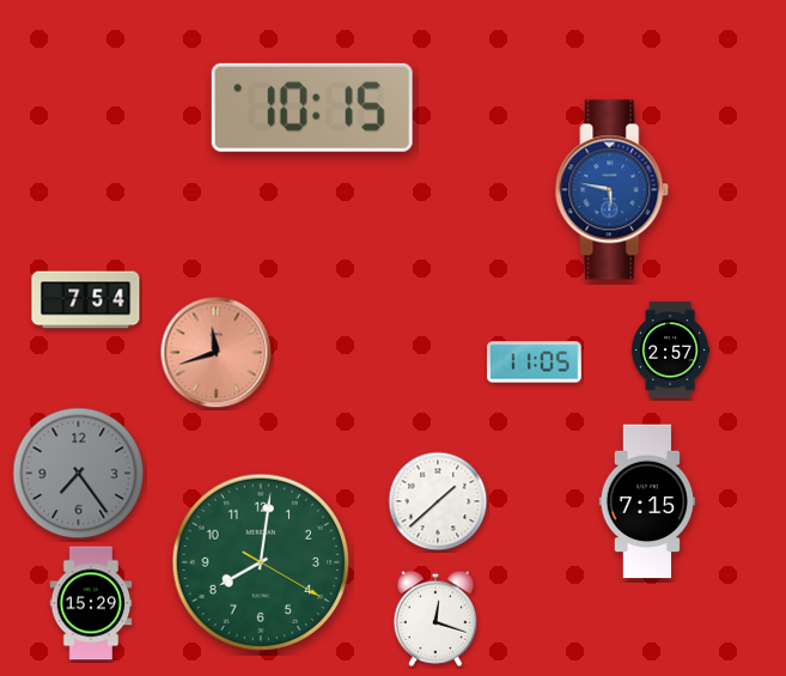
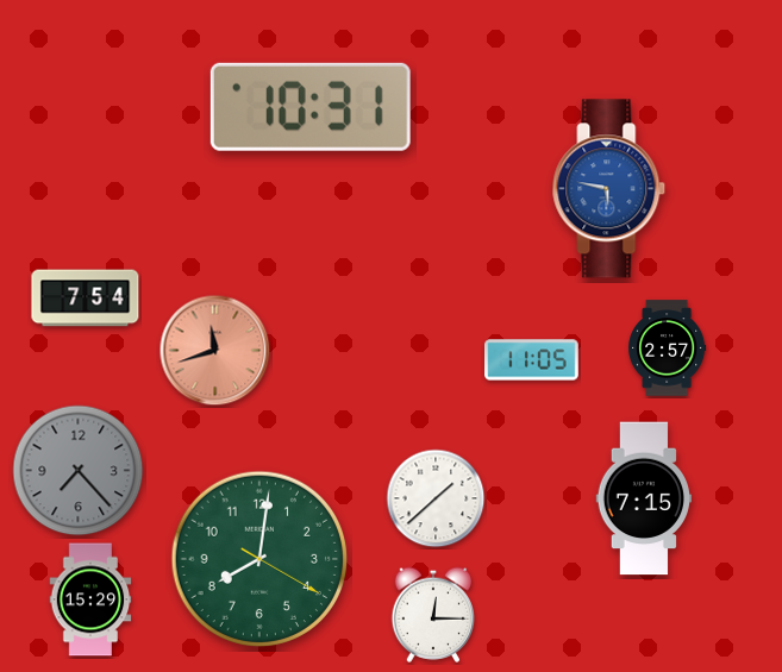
clock at (312, 108): 10:15 -> 10:31
clock at (79, 474): 7:24 -> 7:23
clock at (435, 619): 12:18 -> 12:15
